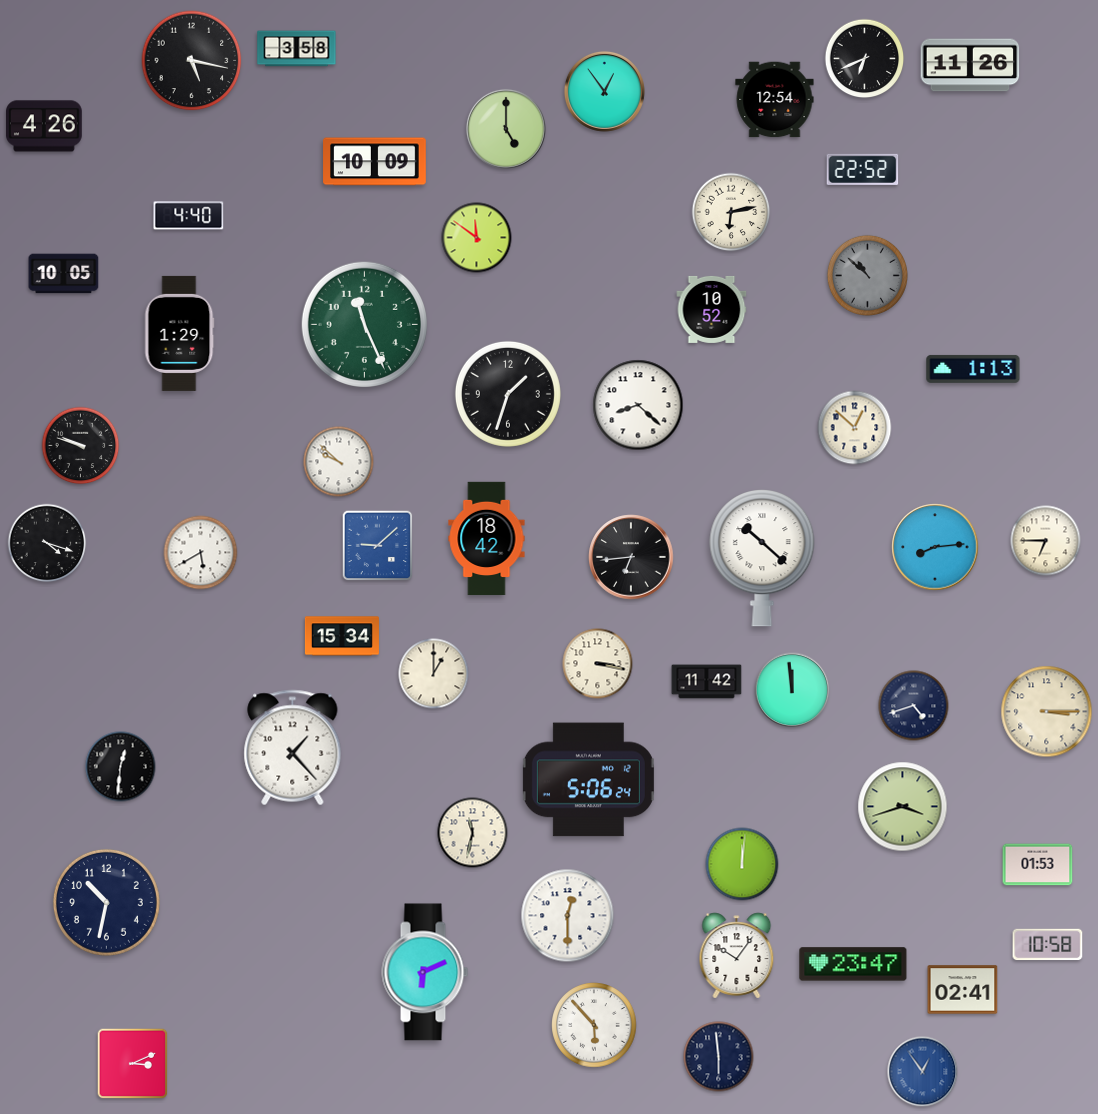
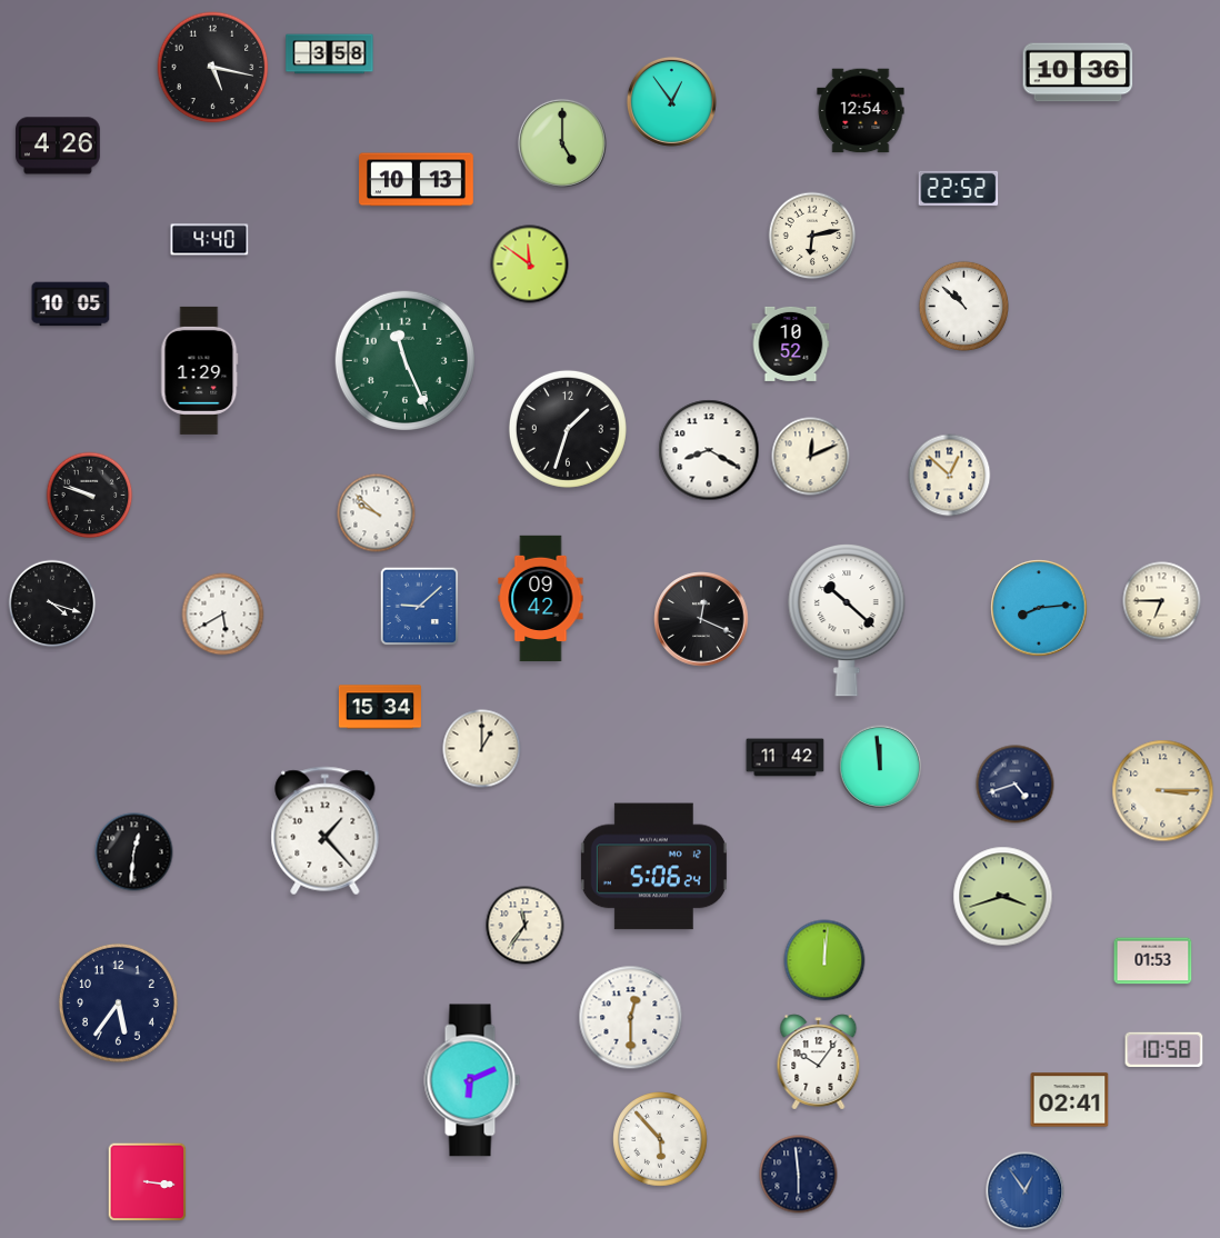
clock at (865, 59): 6:41 -> none
clock at (970, 65): 11:26 -> 10:36
clock at (45, 126) position: (45, 126) -> (59, 146)
clock at (375, 162): 10:09 -> 10:13
clock at (867, 275) dial: grey -> white
clock at (973, 369): 1:13 -> none
clock at (508, 394) position: (508, 394) -> (568, 429)
clock at (638, 405): 8:22 -> 8:20
clock at (811, 457): none -> 12:11
clock at (487, 539): 18:42 -> 09:42
clock at (631, 557): 6:44 -> 12:19
clock at (598, 664): 3:17 -> none
clock at (473, 833): 11:32 -> 11:36
clock at (106, 902): 10:32 -> 5:36
clock at (853, 964): 23:47 -> none
clock at (133, 1064): 3:11 -> 3:16
